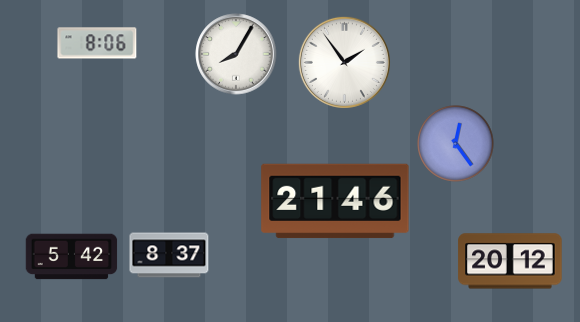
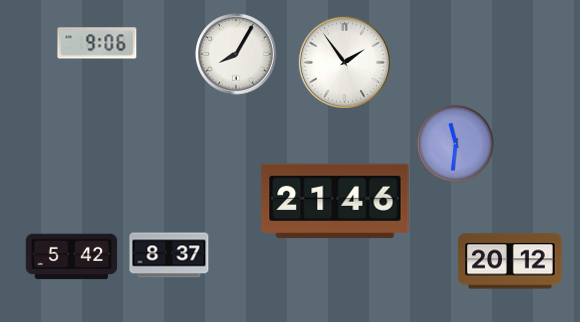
clock at (97, 43): 8:06 -> 9:06
clock at (456, 144): 12:24 -> 11:31
